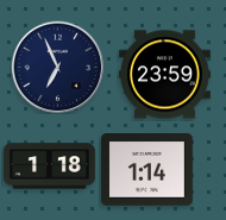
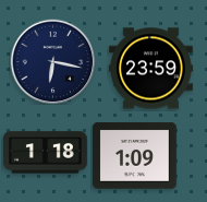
clock at (57, 67): 6:56 -> 6:17
clock at (147, 170): 1:14 -> 1:09
